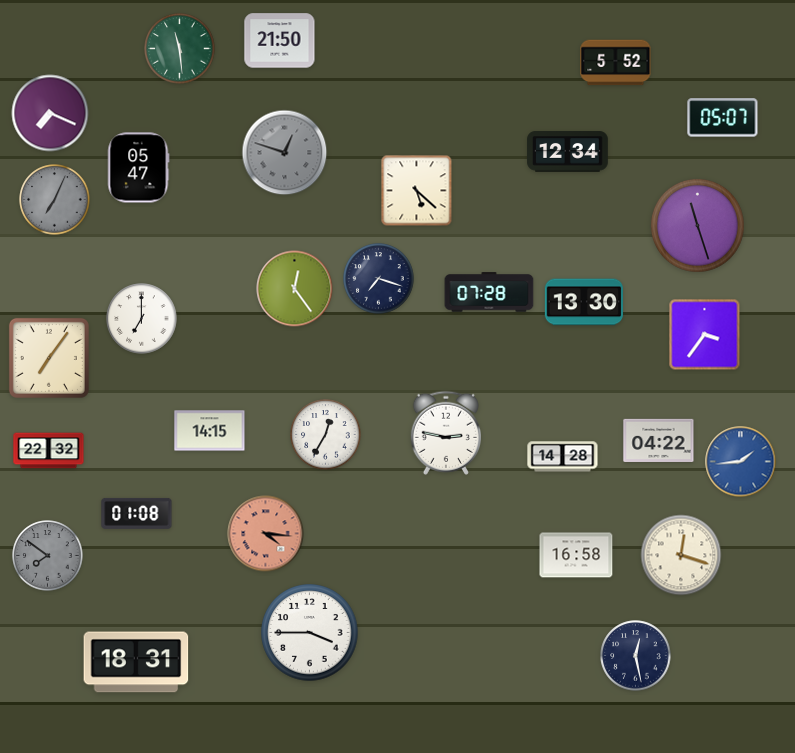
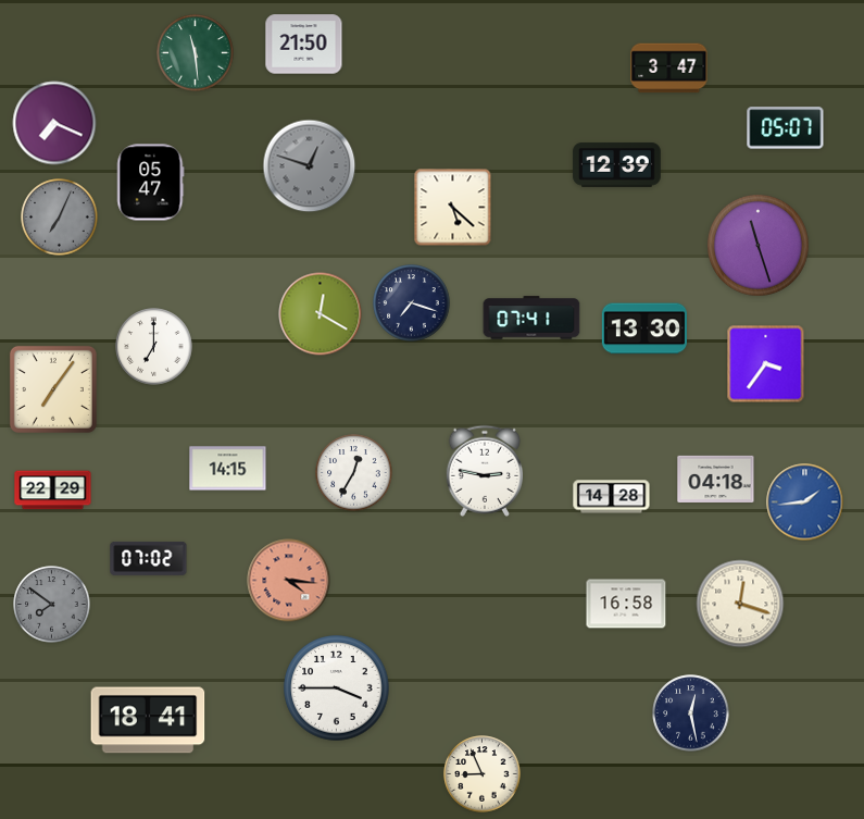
clock at (616, 63): 5:52 -> 3:47
clock at (568, 152): 12:34 -> 12:39
clock at (295, 289): 12:24 -> 12:20
clock at (489, 292): 07:28 -> 07:41
clock at (583, 302) position: (583, 302) -> (643, 328)
clock at (659, 440): 04:22 -> 04:18
clock at (49, 451): 22:32 -> 22:29
clock at (137, 513): 01:08 -> 07:02
clock at (136, 662): 18:31 -> 18:41
clock at (483, 774): none -> 8:56
